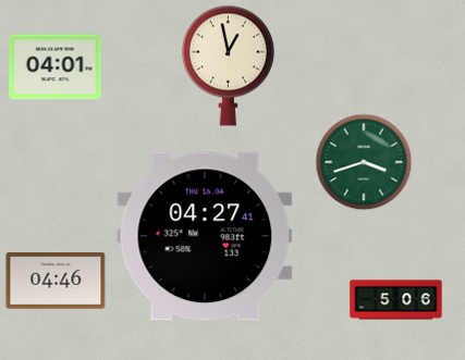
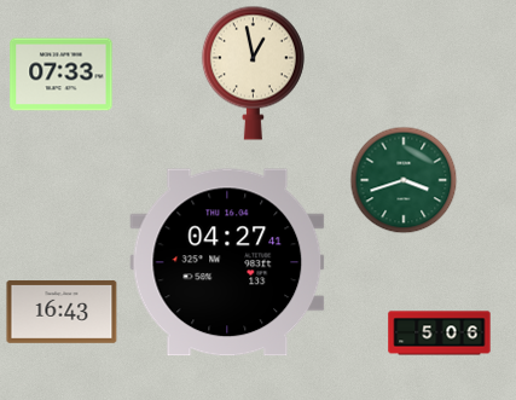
clock at (56, 67): 04:01 -> 07:33
clock at (56, 281): 04:46 -> 16:43
